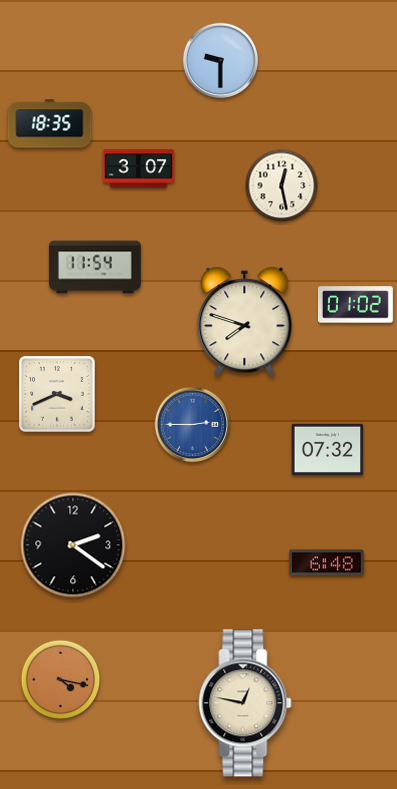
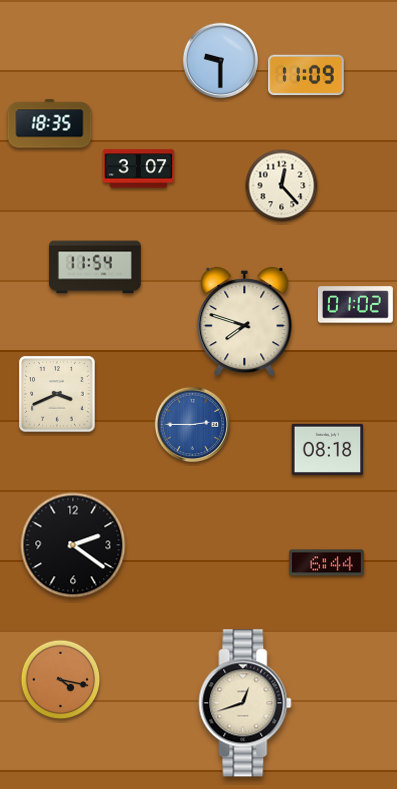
clock at (307, 75): none -> 11:09
clock at (282, 186): 12:28 -> 12:23
clock at (328, 449): 07:32 -> 08:18
clock at (326, 563): 6:48 -> 6:44
clock at (245, 703): 12:47 -> 12:42
